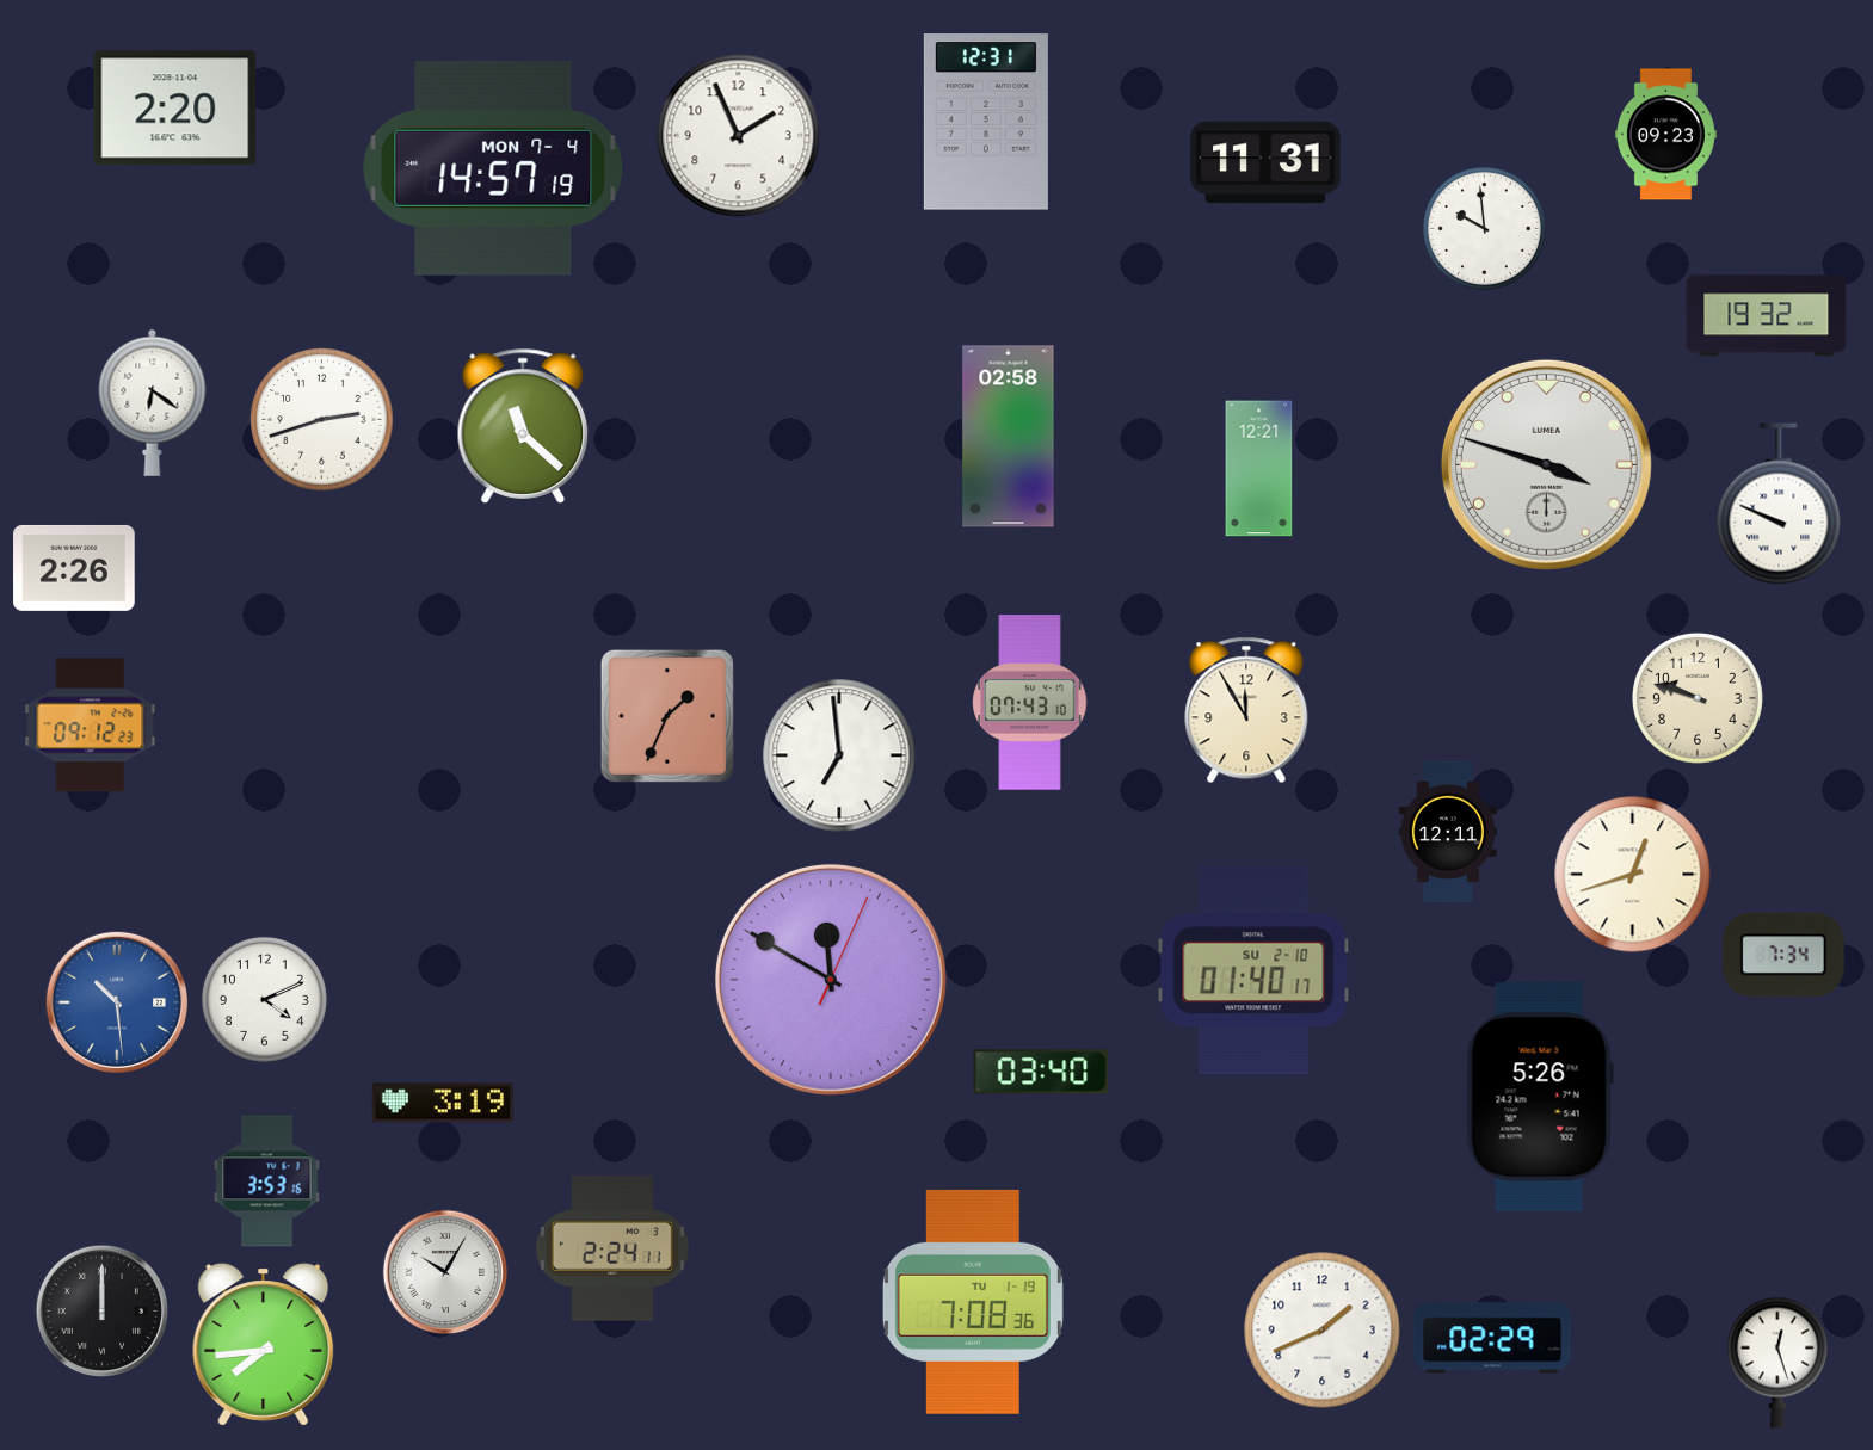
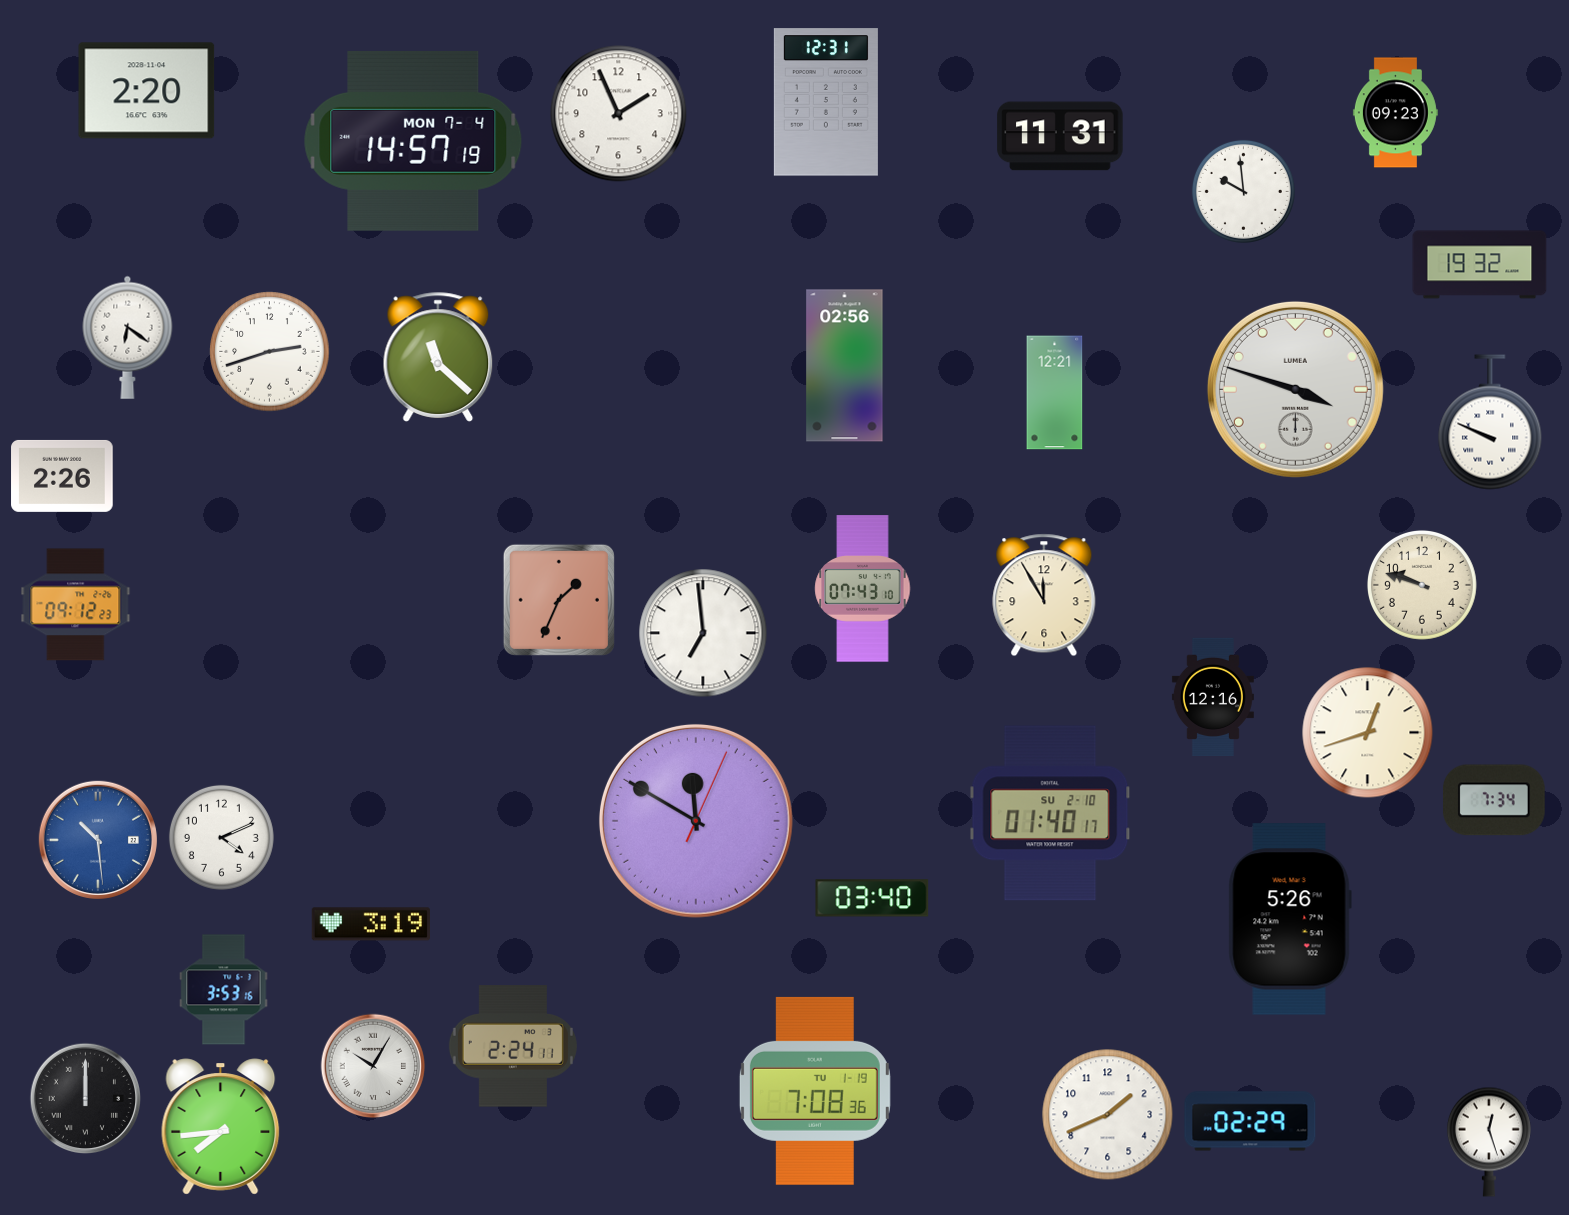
clock at (1009, 437): 02:58 -> 02:56
clock at (91, 726) position: (91, 726) -> (76, 605)
clock at (1448, 831): 12:11 -> 12:16
